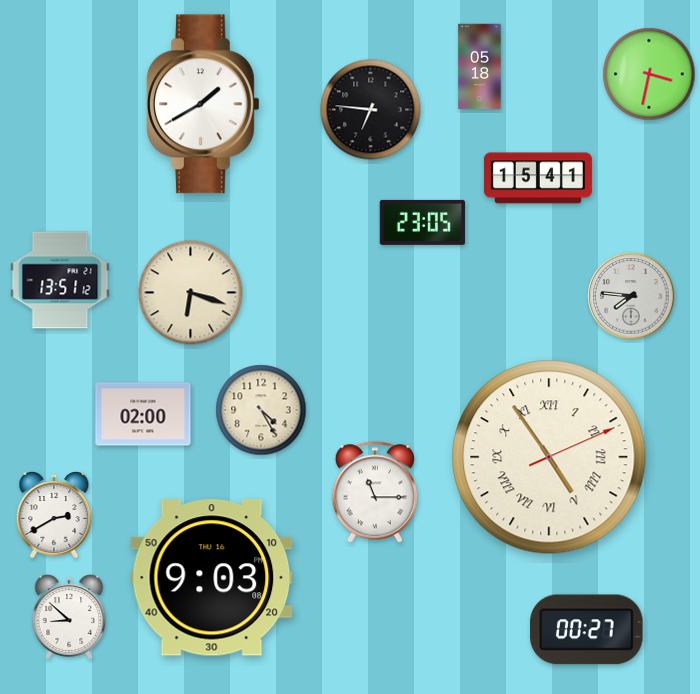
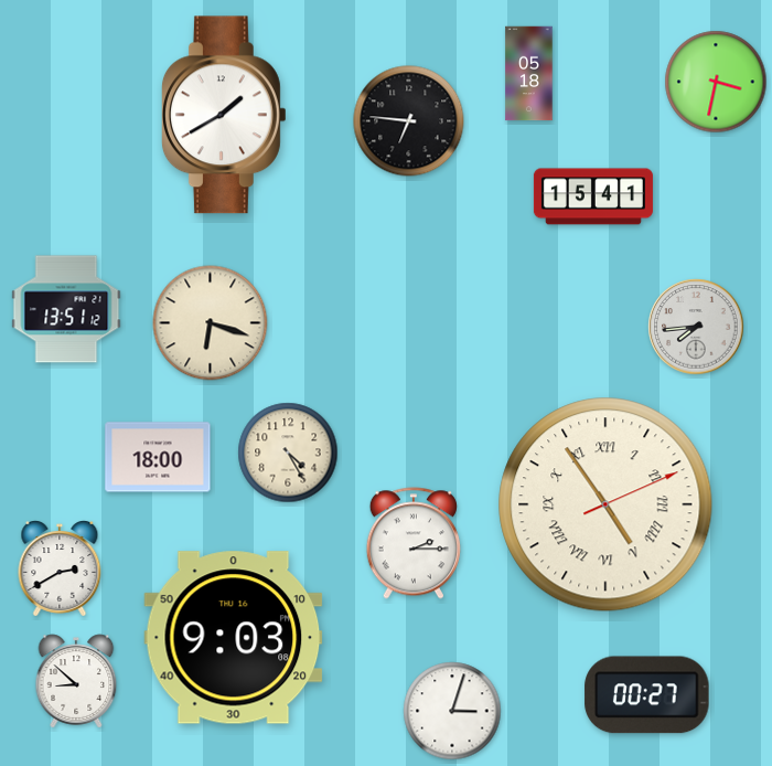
clock at (423, 222): 23:05 -> none
clock at (631, 296): 7:46 -> 7:44
clock at (143, 414): 02:00 -> 18:00
clock at (375, 492): 11:15 -> 2:15
clock at (452, 711): none -> 3:03
